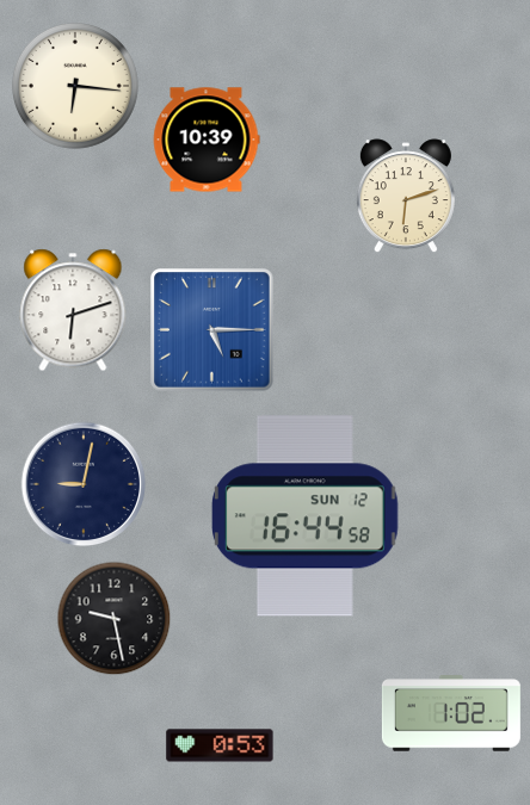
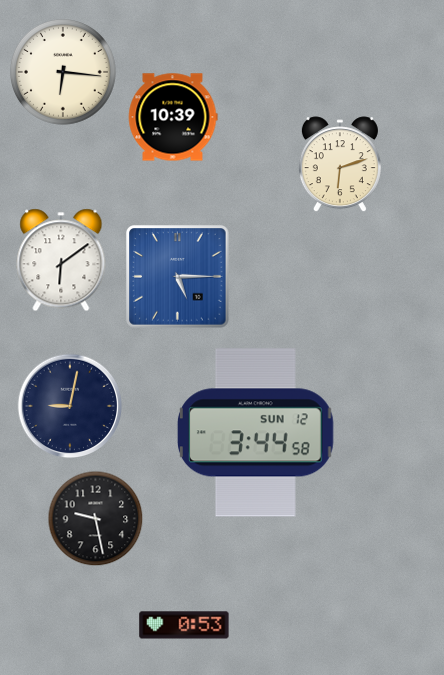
clock at (73, 310): 6:12 -> 6:09
clock at (304, 516): 16:44 -> 3:44
clock at (451, 714): 1:02 -> none
